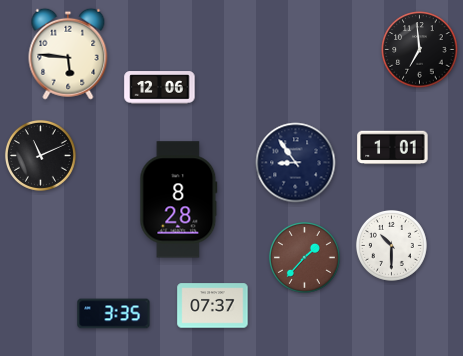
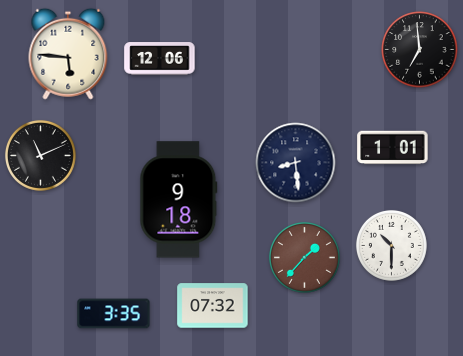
clock at (160, 88) position: (160, 88) -> (160, 59)
clock at (296, 163): 8:54 -> 8:29
clock at (179, 200): 8:28 -> 9:18
clock at (213, 306): 07:37 -> 07:32
